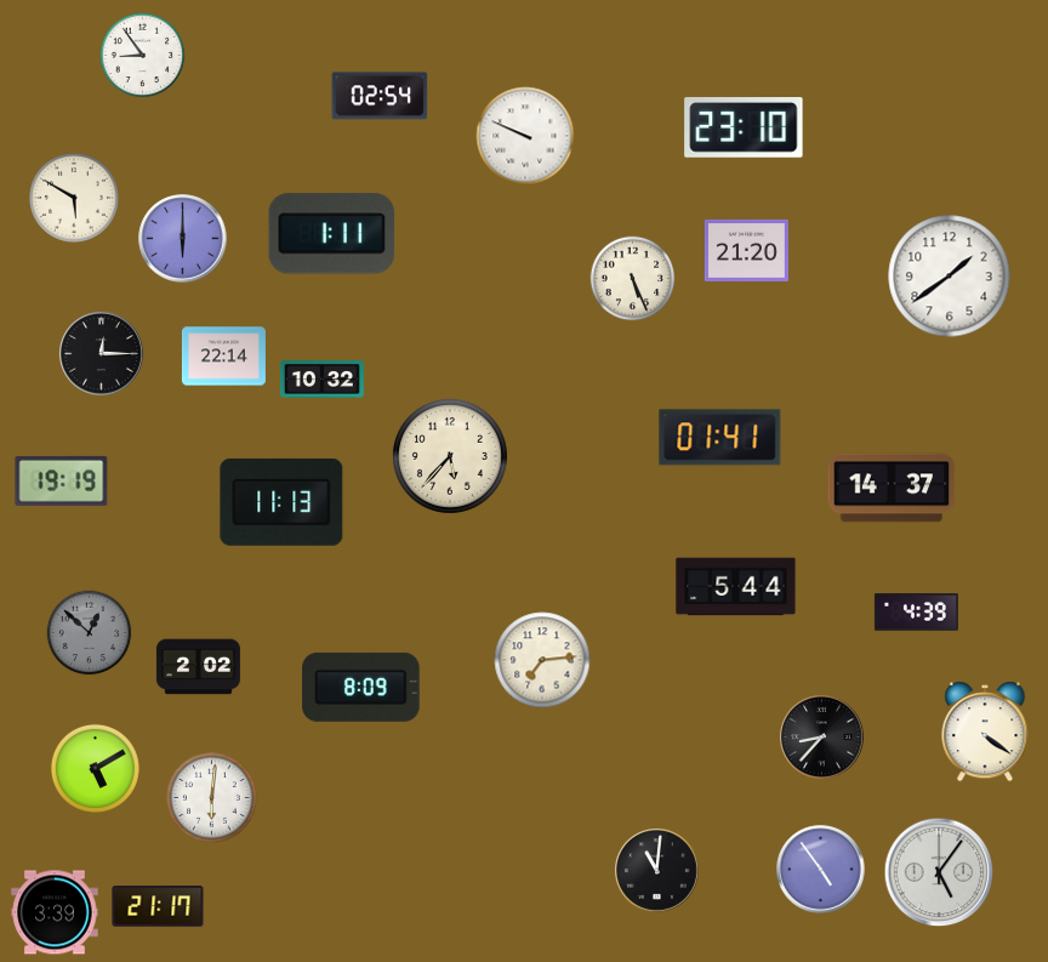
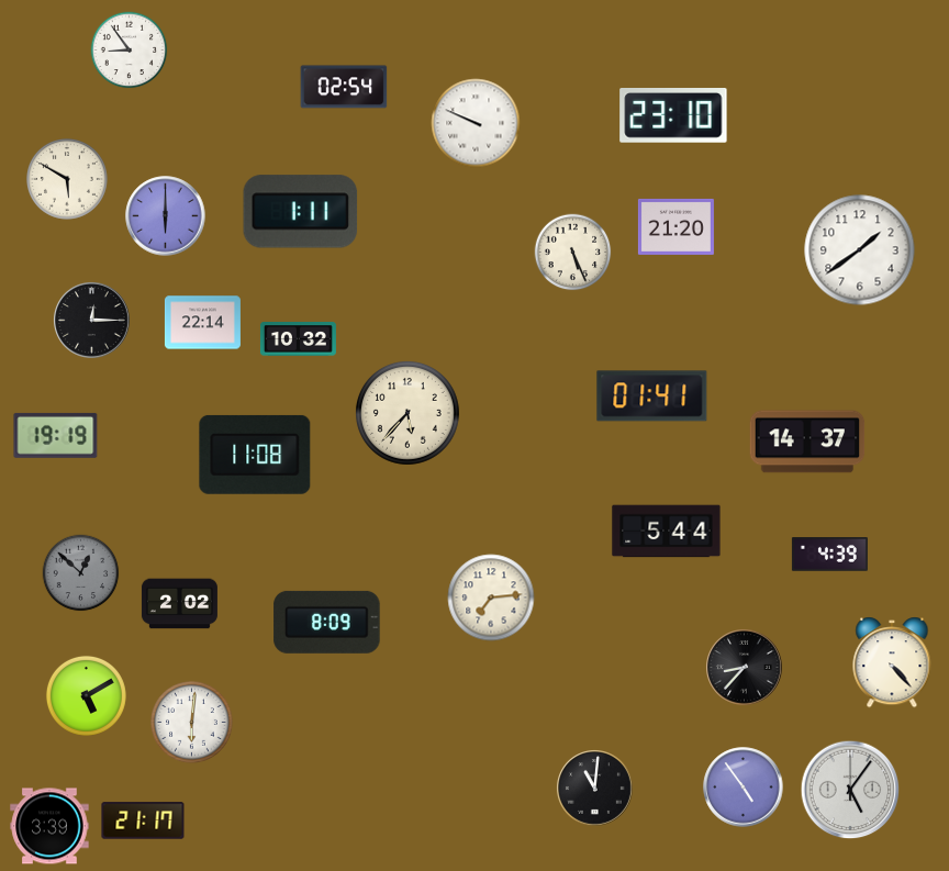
clock at (321, 380) position: (321, 380) -> (298, 339)
clock at (281, 502): 11:13 -> 11:08
clock at (985, 732): 4:21 -> 4:23
